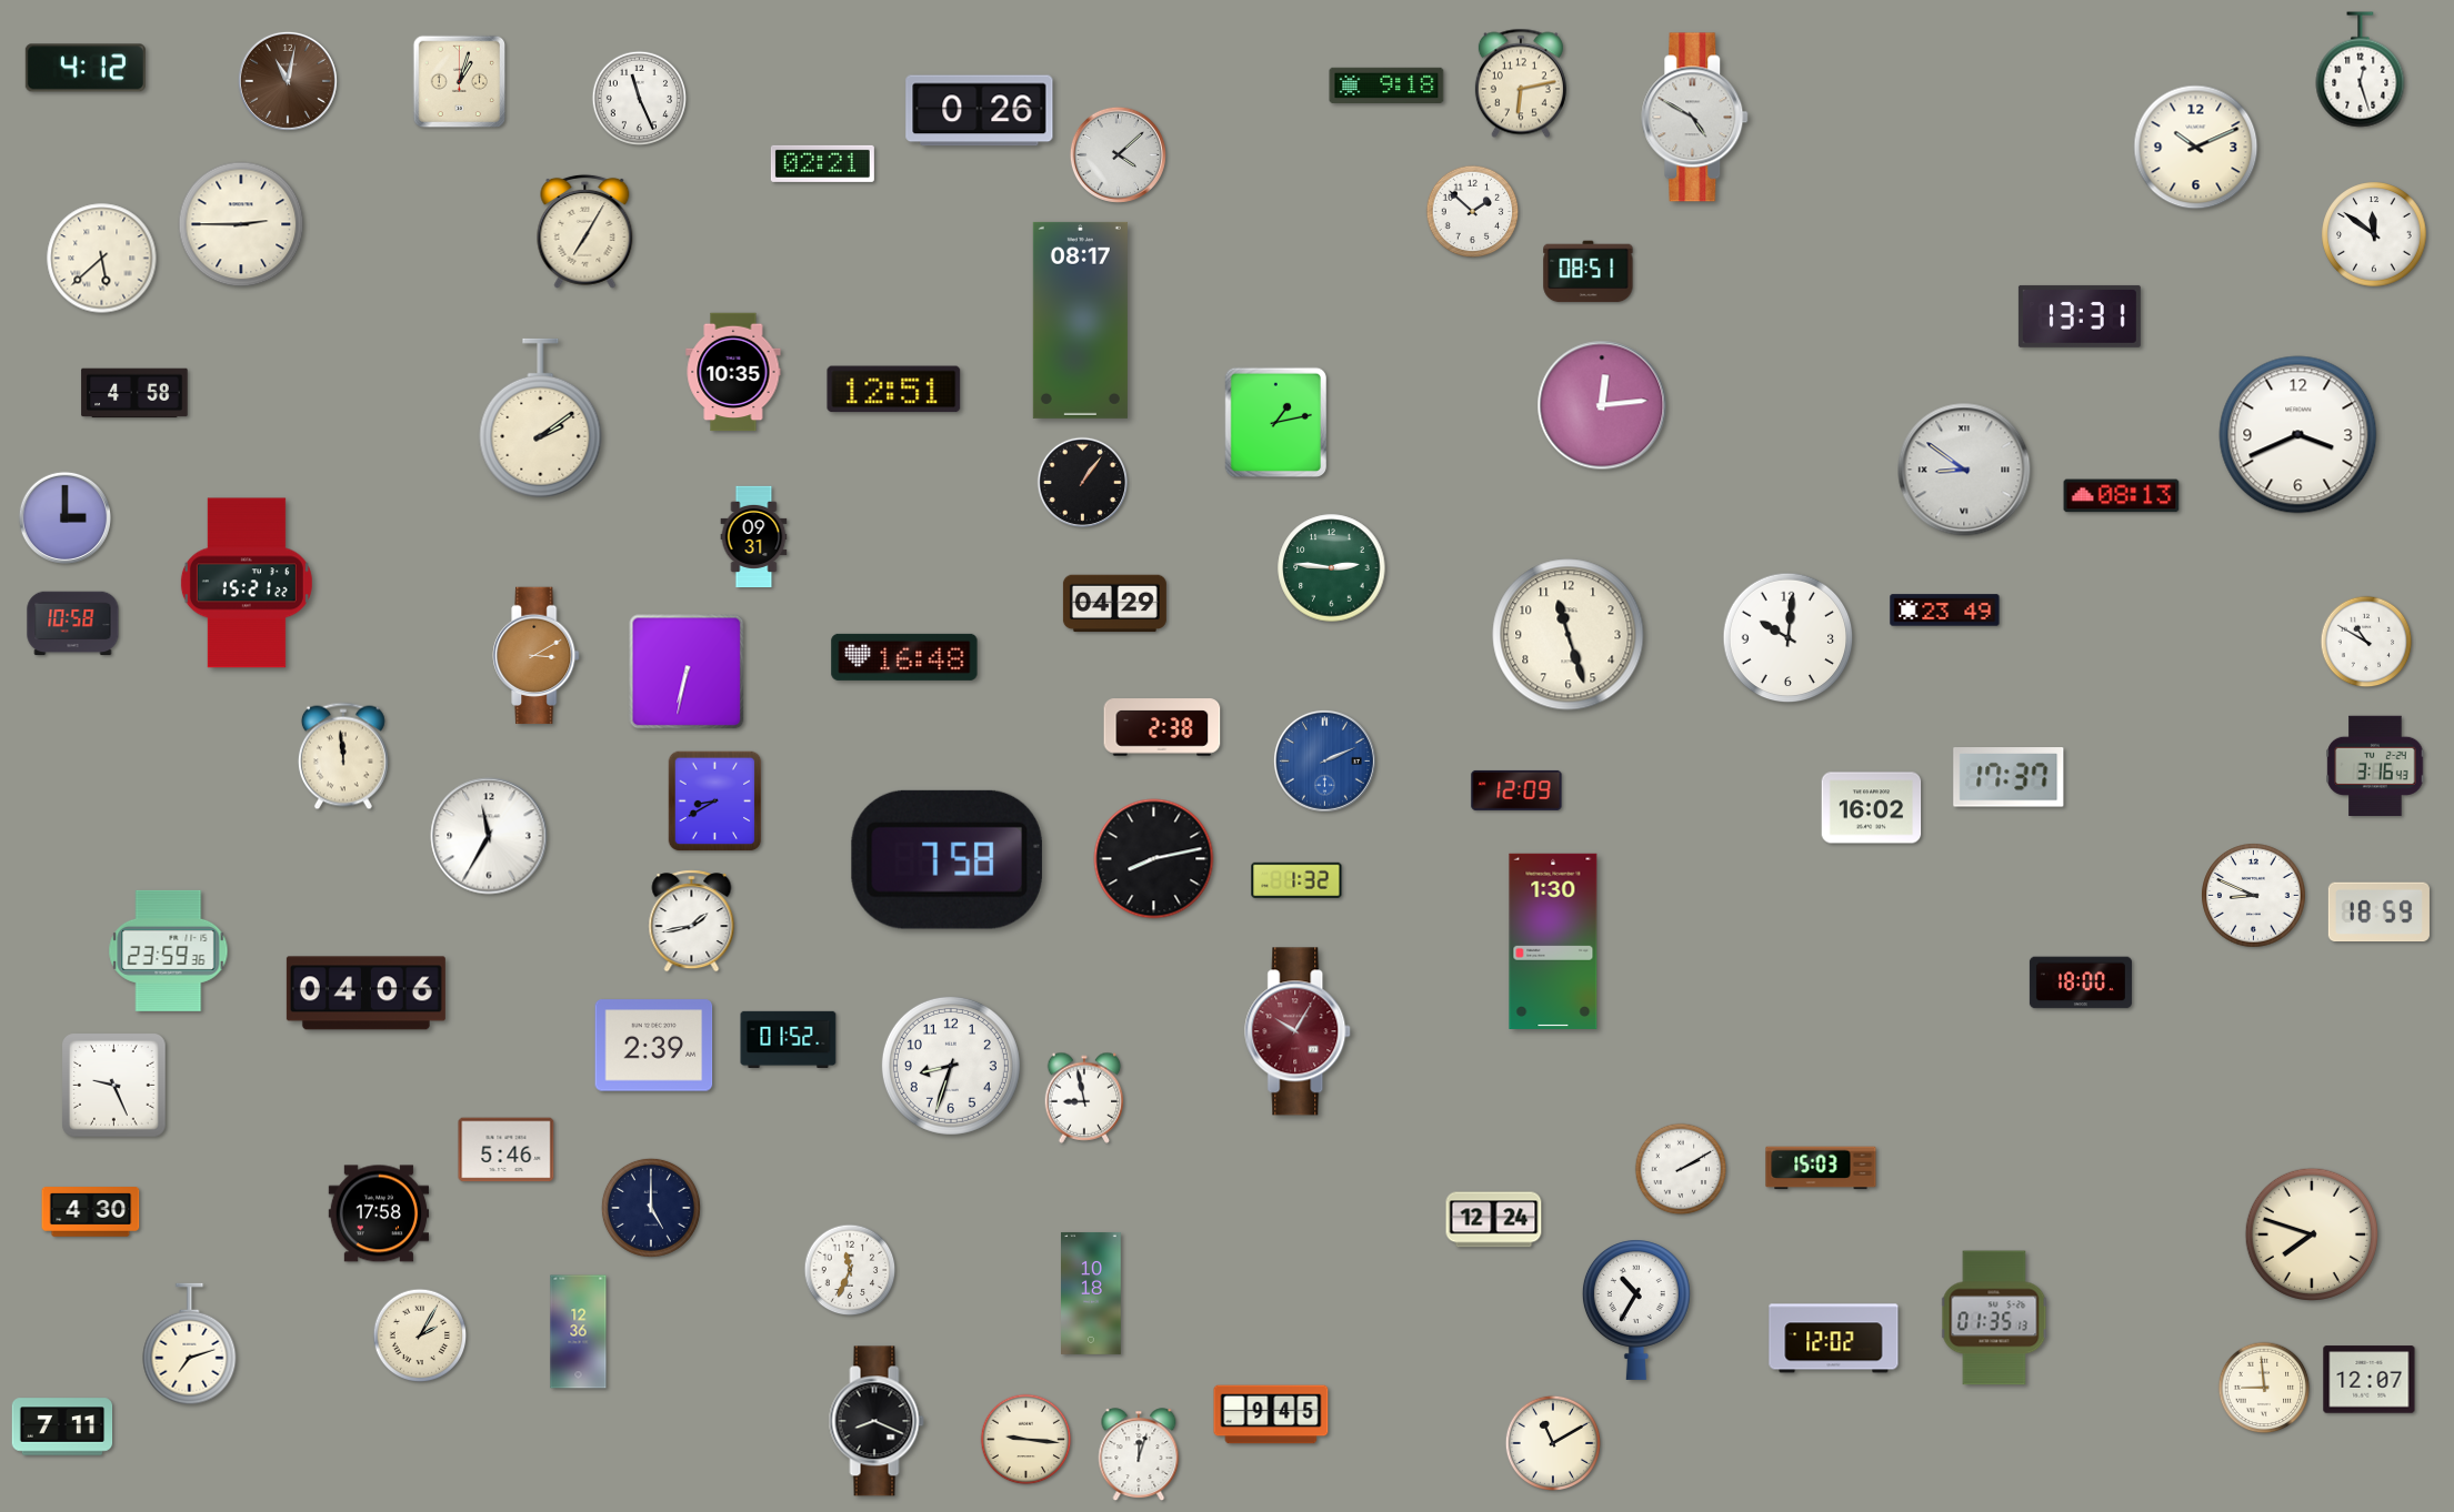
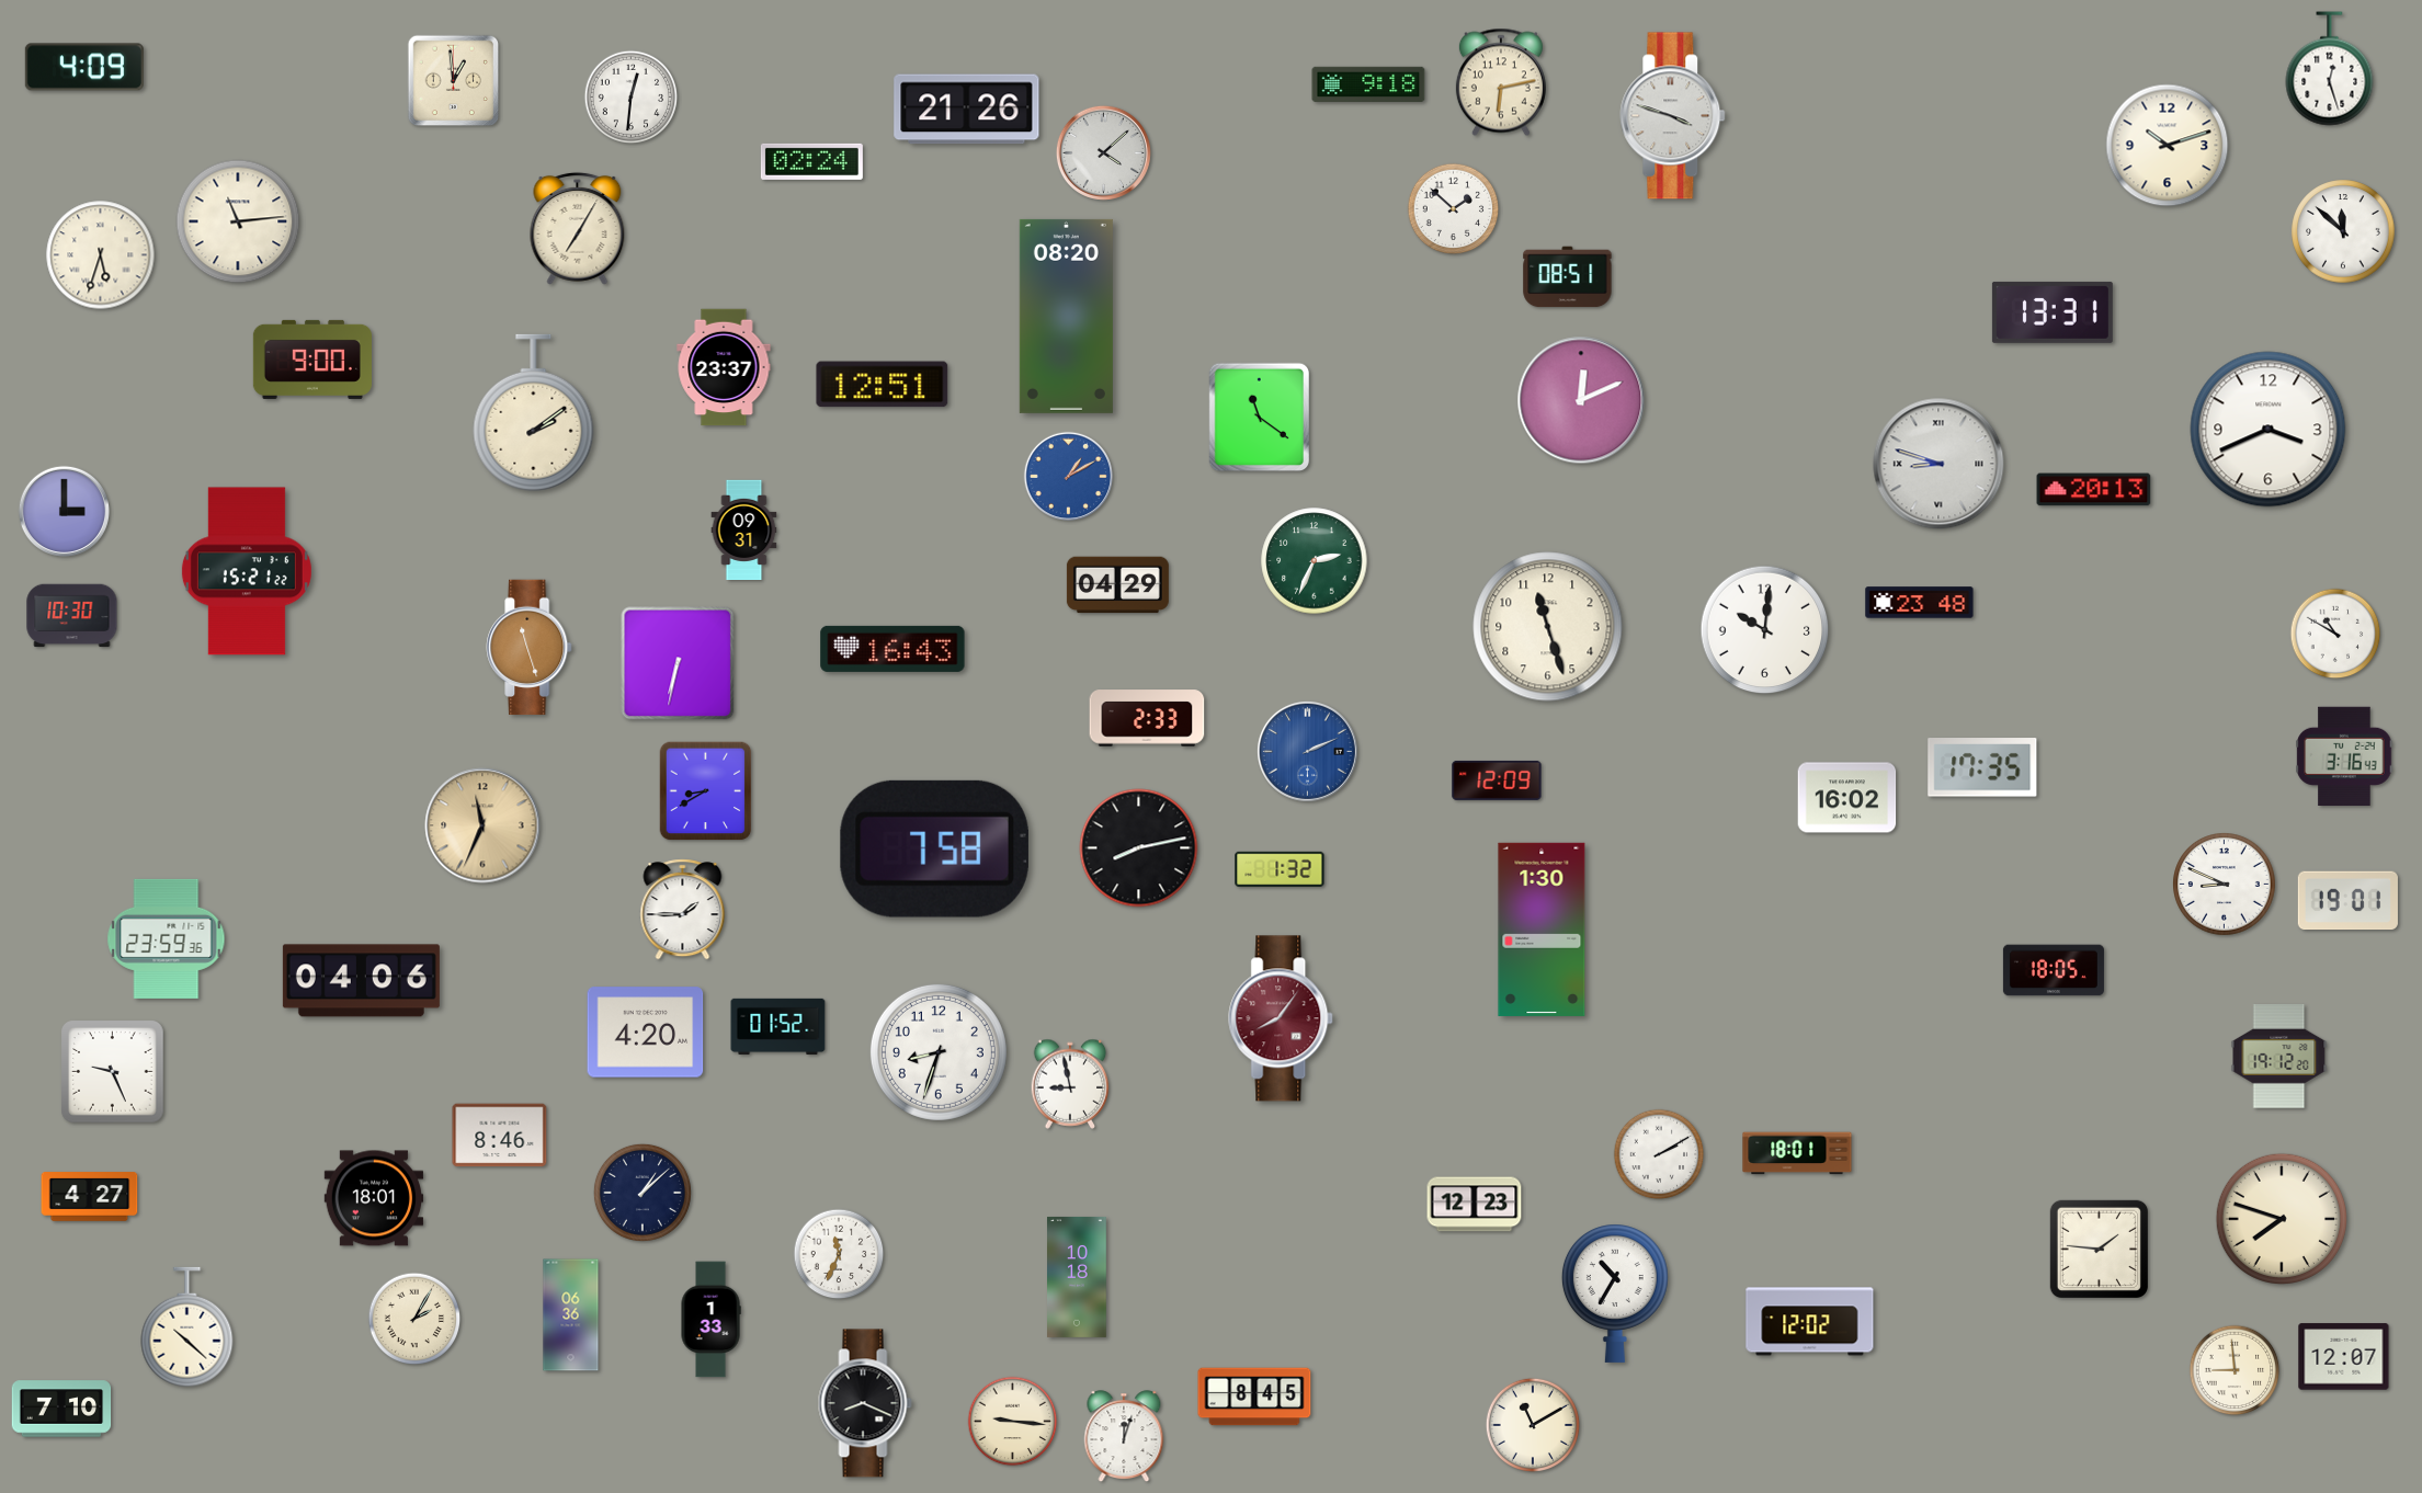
clock at (86, 68): 4:12 -> 4:09
clock at (288, 81): 11:02 -> none
clock at (460, 82): 1:03 -> 12:59
clock at (640, 99): 11:26 -> 12:31
clock at (980, 111): 0:26 -> 21:26
clock at (1695, 118): 4:50 -> 3:48
clock at (2196, 148): 10:11 -> 10:12
clock at (822, 163): 02:21 -> 02:24
clock at (241, 224): 2:45 -> 11:14
clock at (2374, 234): 11:51 -> 11:52
clock at (102, 259): 5:38 -> 5:33
clock at (1589, 272) position: (1589, 272) -> (1568, 277)
clock at (1080, 320): 08:17 -> 08:20
clock at (312, 360): none -> 9:00
clock at (733, 372): 10:35 -> 23:37
clock at (134, 393): 4:58 -> none
clock at (1602, 405): 12:14 -> 12:11
clock at (1275, 423): 1:13 -> 11:21
clock at (1964, 470): 8:51 -> 8:48
clock at (1083, 483): 1:06 -> 1:10
clock at (1083, 483) dial: black -> blue
clock at (2122, 496): 08:13 -> 20:13
clock at (1332, 568): 2:46 -> 2:34
clock at (247, 583) position: (247, 583) -> (247, 571)
clock at (1114, 604) position: (1114, 604) -> (1117, 585)
clock at (1945, 611): 23:49 -> 23:48
clock at (73, 624): 10:58 -> 10:30
clock at (537, 656): 3:10 -> 11:27
clock at (904, 657): 16:48 -> 16:43
clock at (1162, 727): 2:38 -> 2:33
clock at (343, 756): 11:59 -> none
clock at (2009, 777): 17:37 -> 17:35
clock at (489, 836): 11:35 -> 11:34
clock at (489, 836) dial: white -> champagne
clock at (2378, 913): 18:59 -> 19:01
clock at (692, 921): 1:43 -> 1:45
clock at (1553, 941) position: (1553, 941) -> (1542, 930)
clock at (2081, 982): 18:00 -> 18:05
clock at (1299, 1031): 10:05 -> 8:06
clock at (654, 1046): 2:39 -> 4:20
clock at (2279, 1057): none -> 19:12
clock at (507, 1150): 5:46 -> 8:46
clock at (1821, 1168): 15:03 -> 18:01
clock at (651, 1208): 5:00 -> 1:08
clock at (91, 1212): 4:30 -> 4:27
clock at (379, 1213): 17:58 -> 18:01
clock at (1494, 1220): 12:24 -> 12:23
clock at (2099, 1249): none -> 1:46
clock at (1994, 1318): 01:35 -> none
clock at (579, 1332): 12:36 -> 06:36
clock at (710, 1320): none -> 1:33
clock at (190, 1344): 7:12 -> 10:22
clock at (2370, 1380) position: (2370, 1380) -> (2344, 1357)
clock at (1271, 1414): 9:45 -> 8:45
clock at (62, 1427): 7:11 -> 7:10
